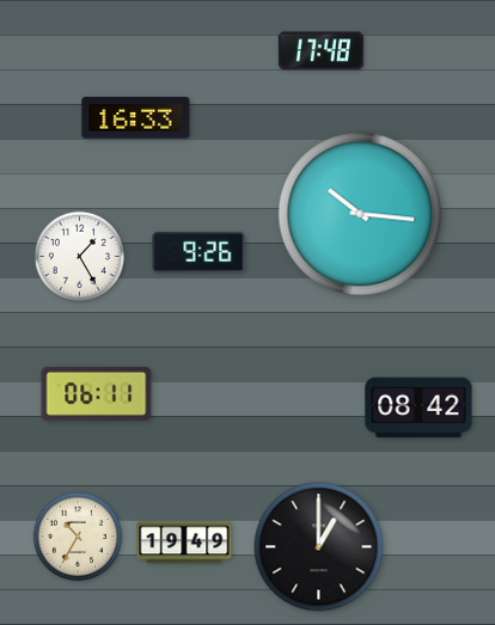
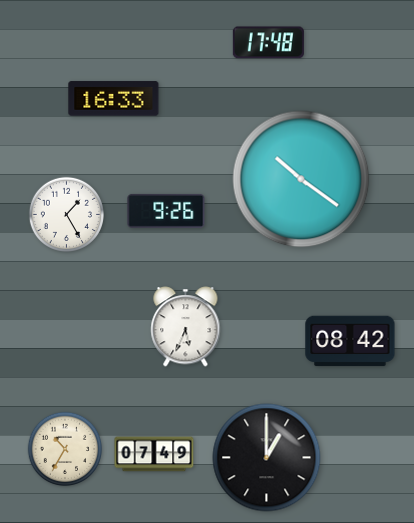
clock at (360, 214): 10:16 -> 10:21
clock at (186, 327): none -> 5:34
clock at (97, 393): 06:11 -> none
clock at (184, 543): 19:49 -> 07:49
